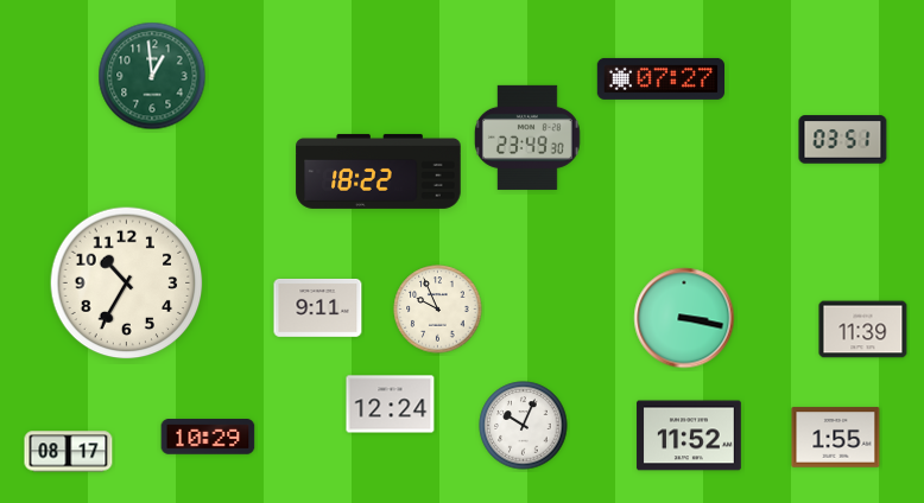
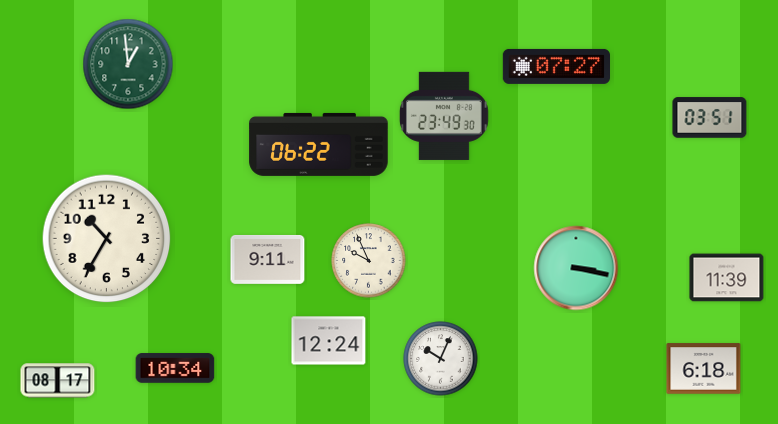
clock at (379, 171): 18:22 -> 06:22
clock at (689, 435): 11:52 -> none
clock at (208, 437): 10:29 -> 10:34
clock at (836, 438): 1:55 -> 6:18
